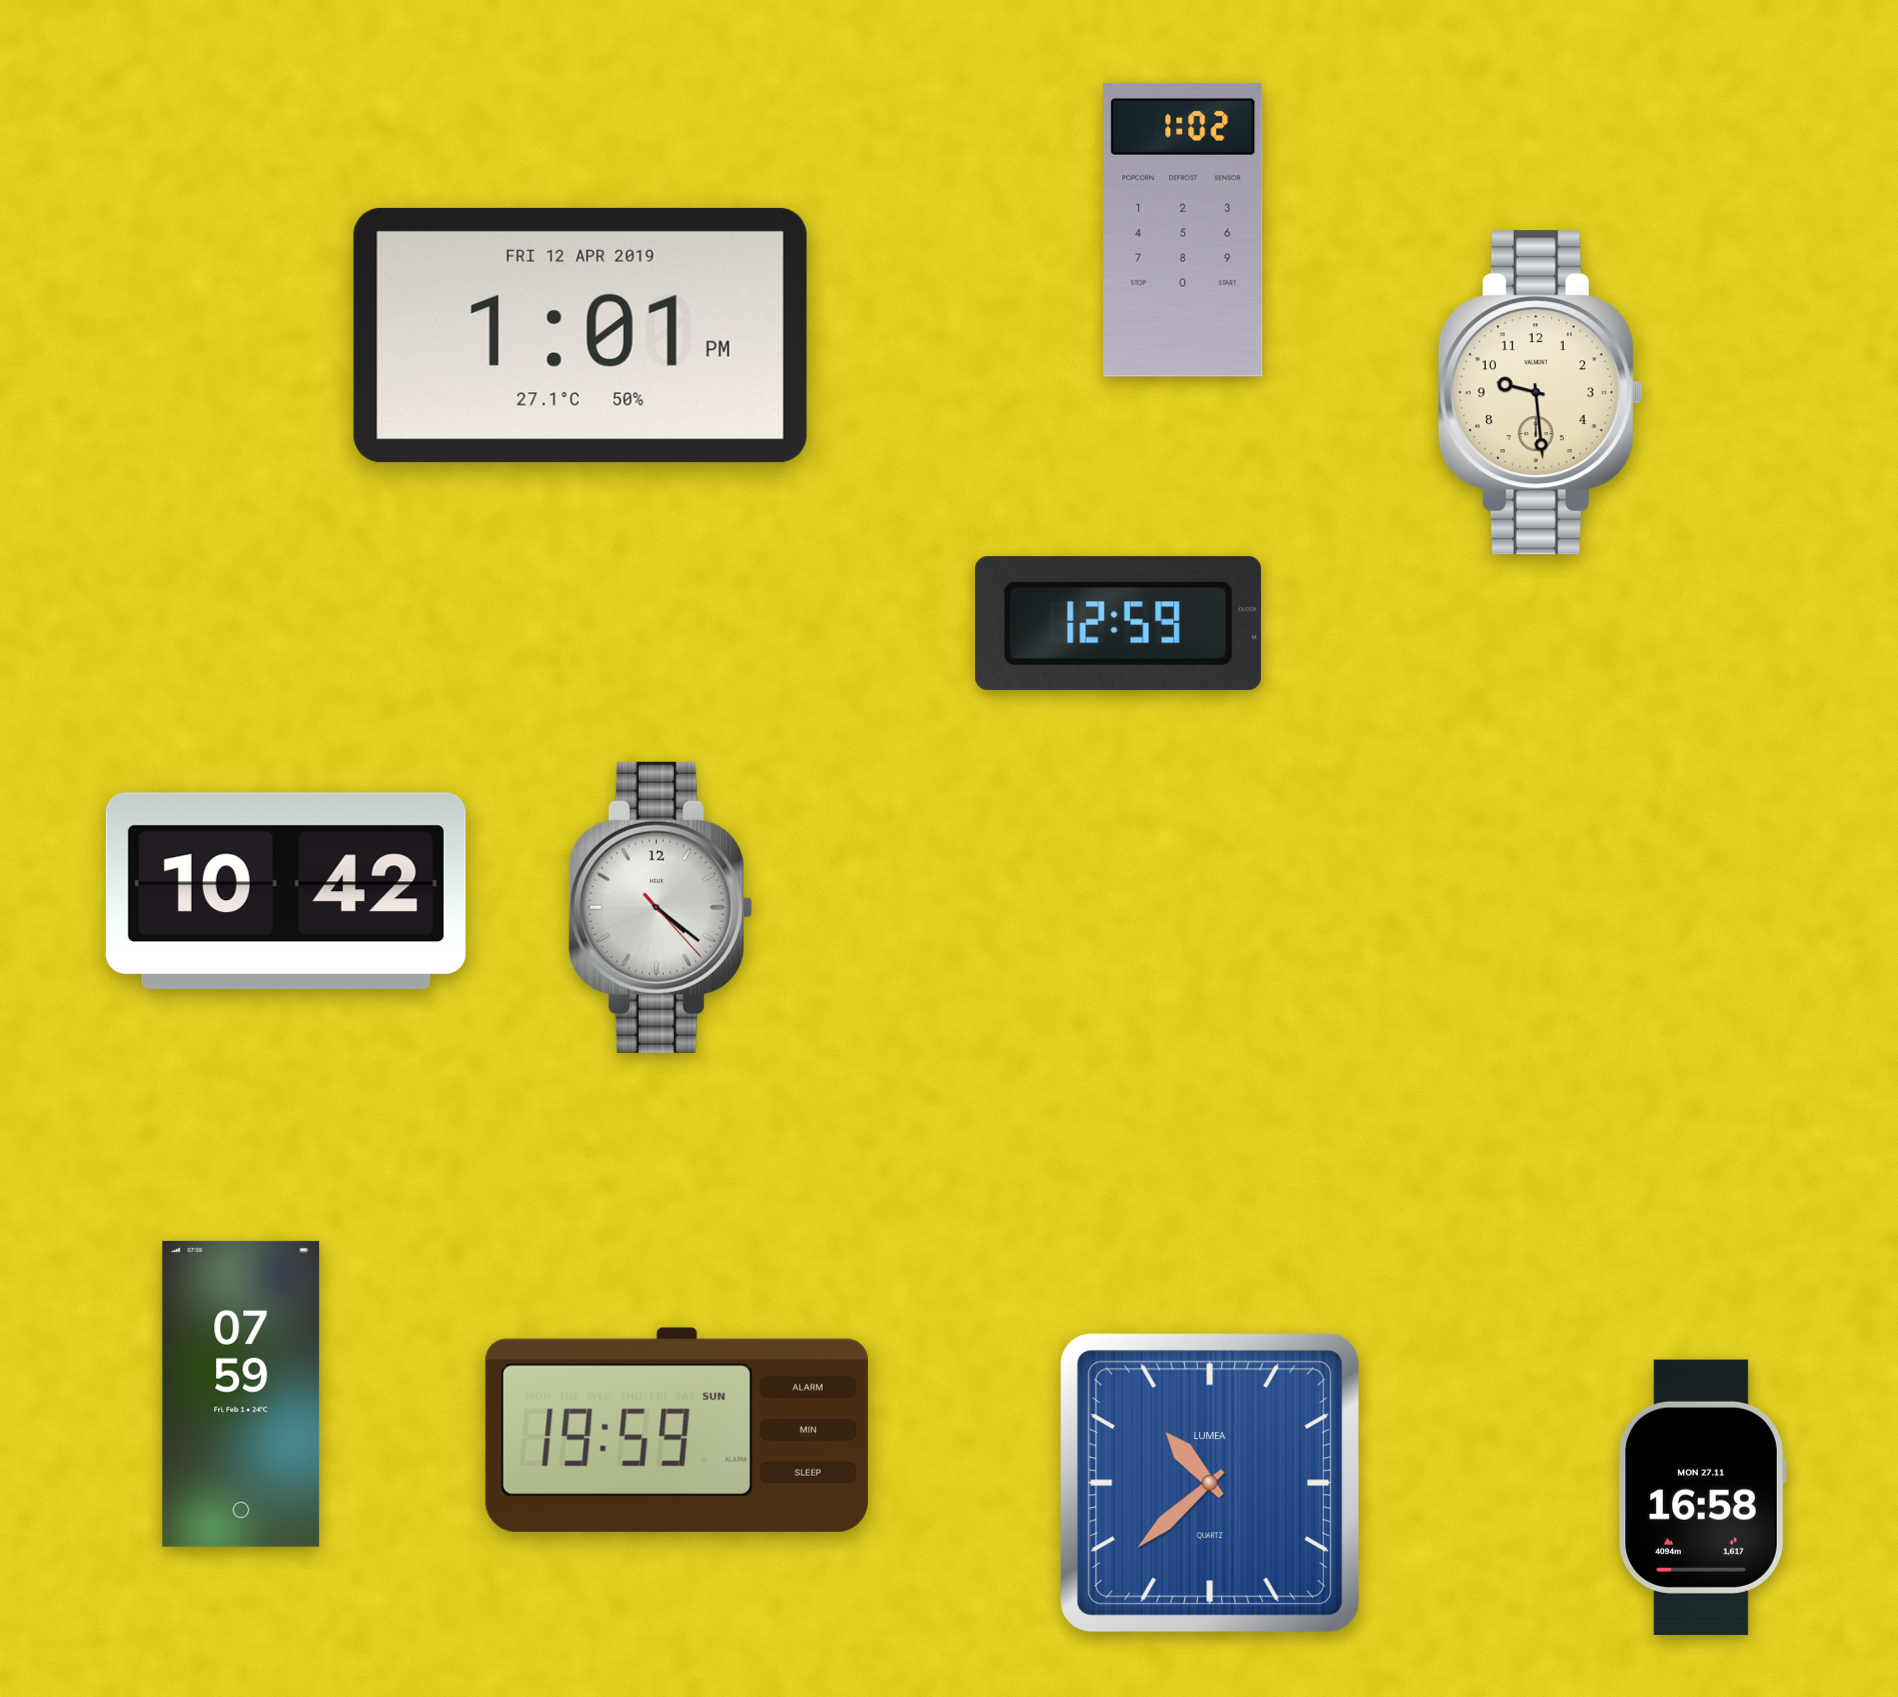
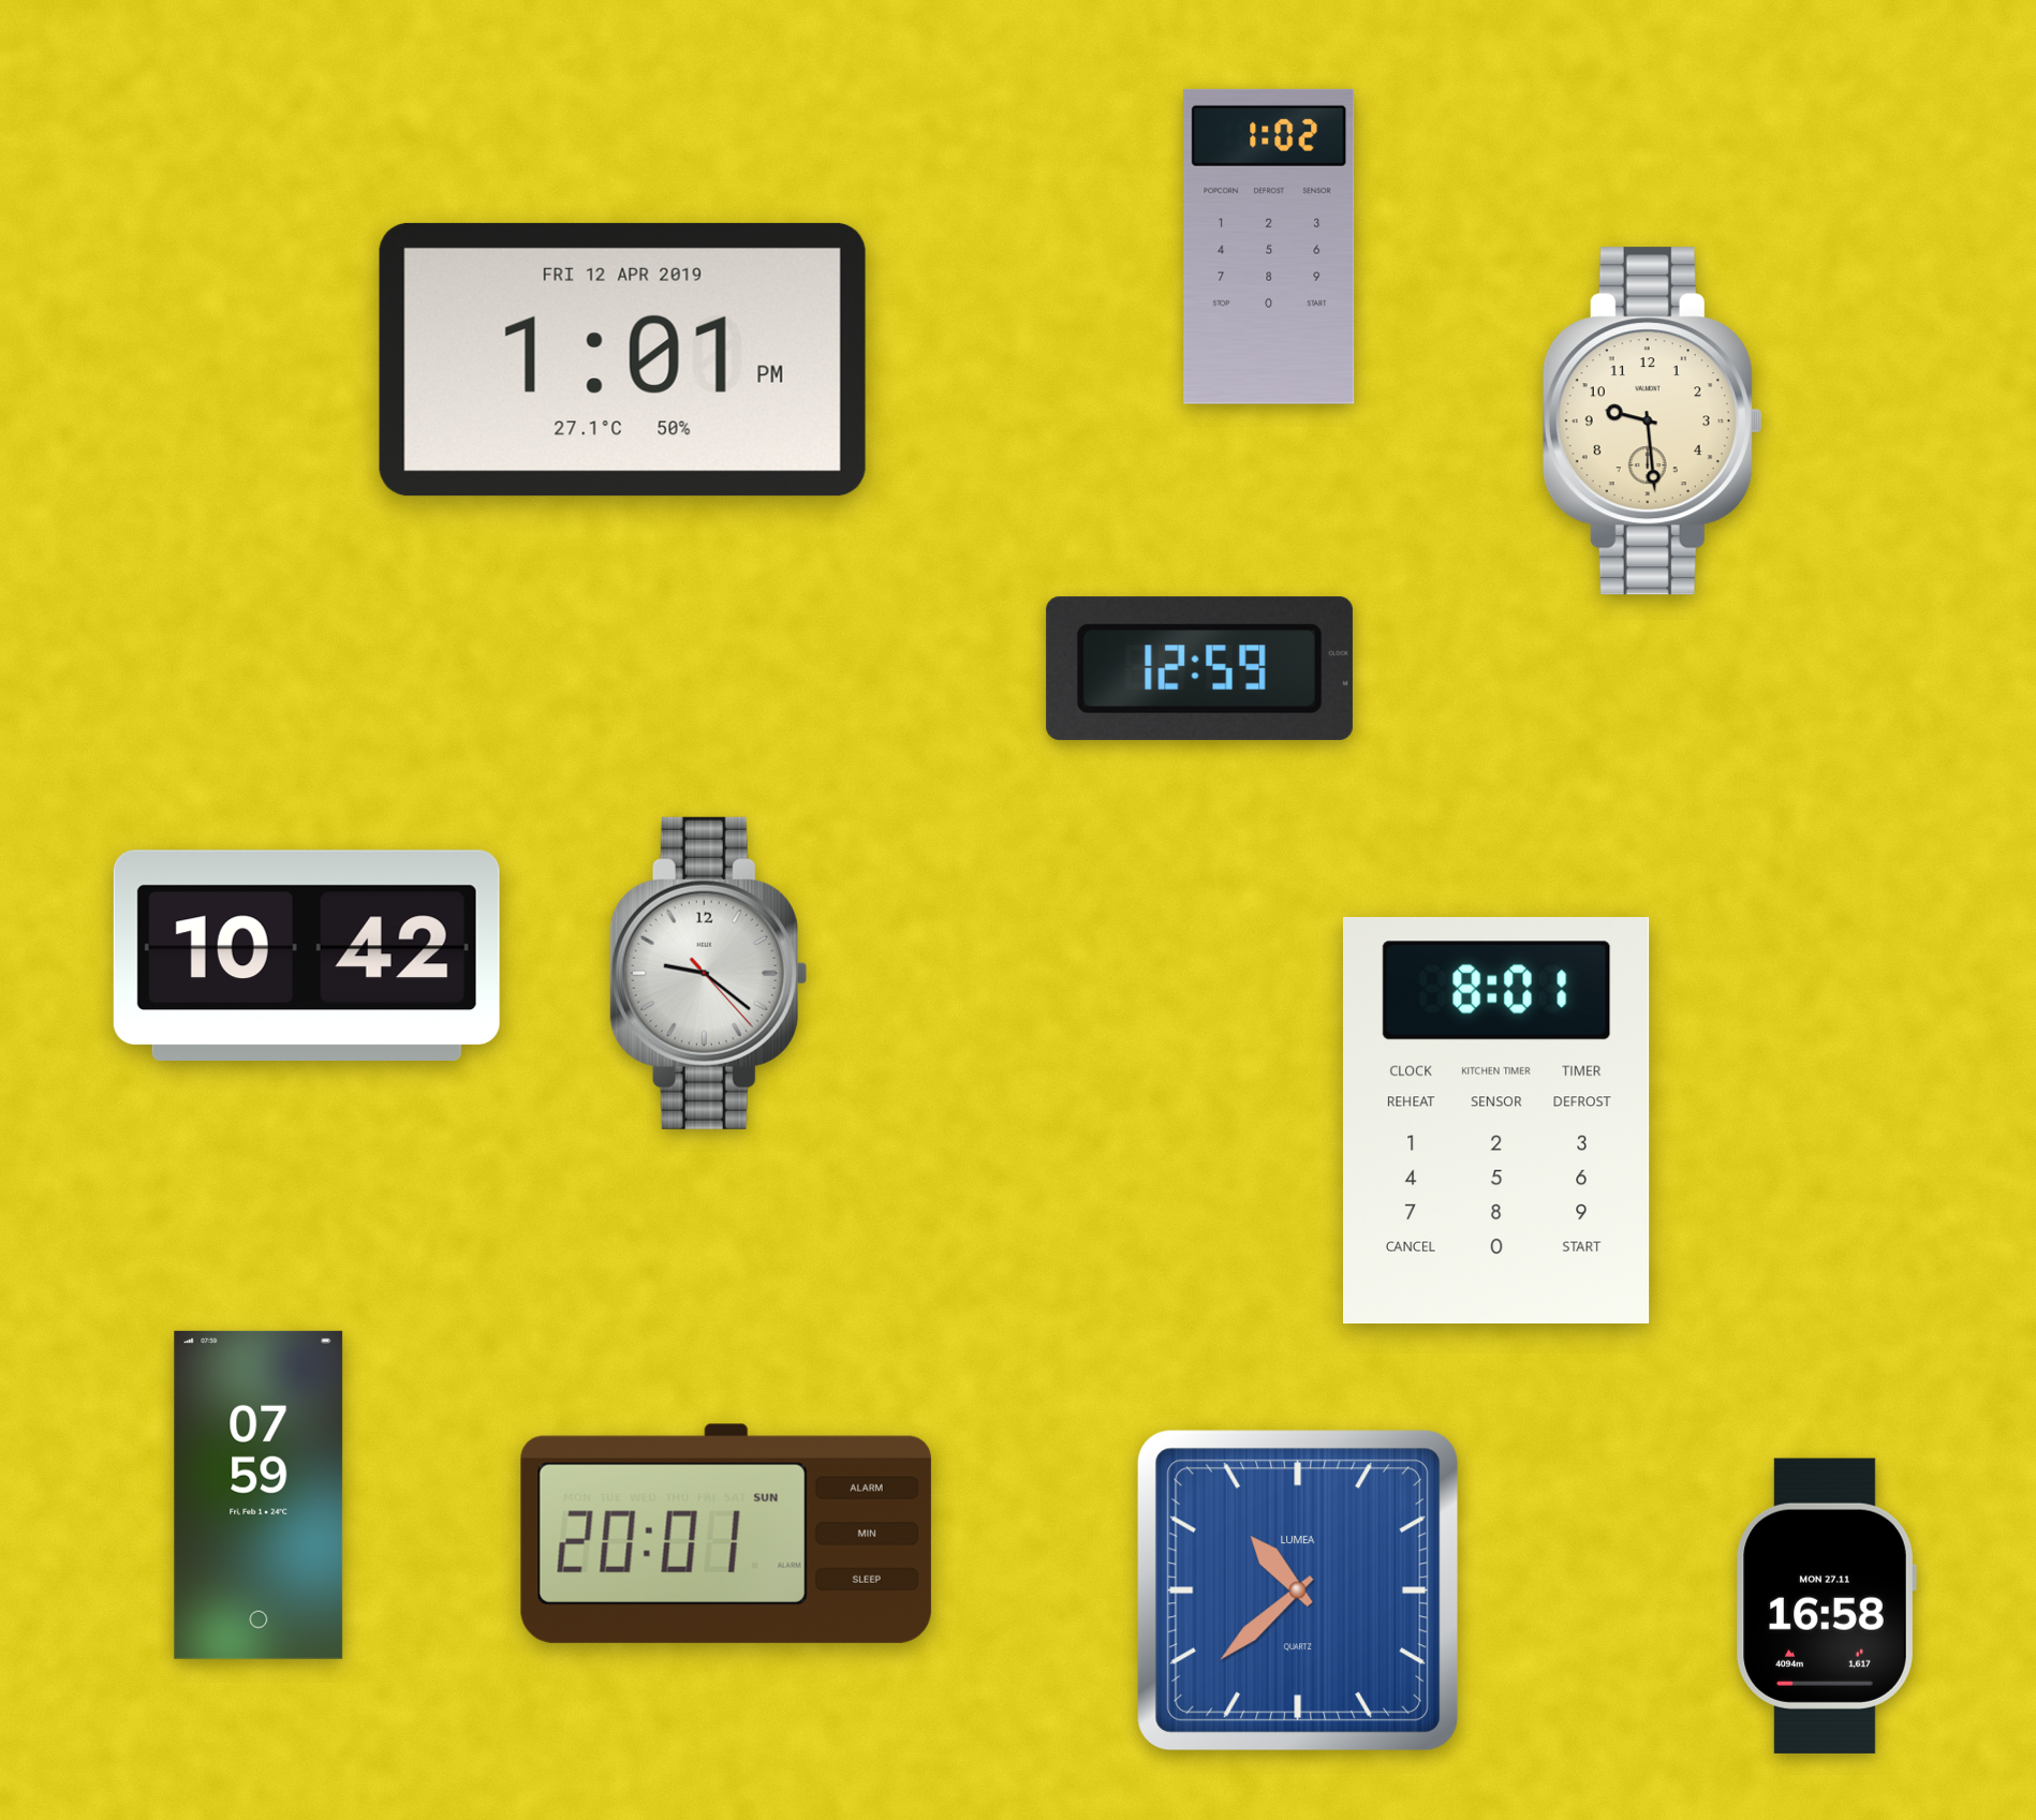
clock at (660, 907): 4:21 -> 9:21
clock at (1496, 1121): none -> 8:01
clock at (677, 1430): 19:59 -> 20:01
